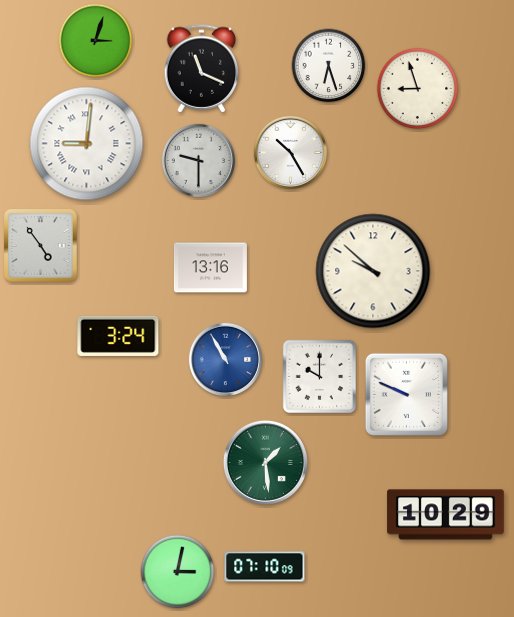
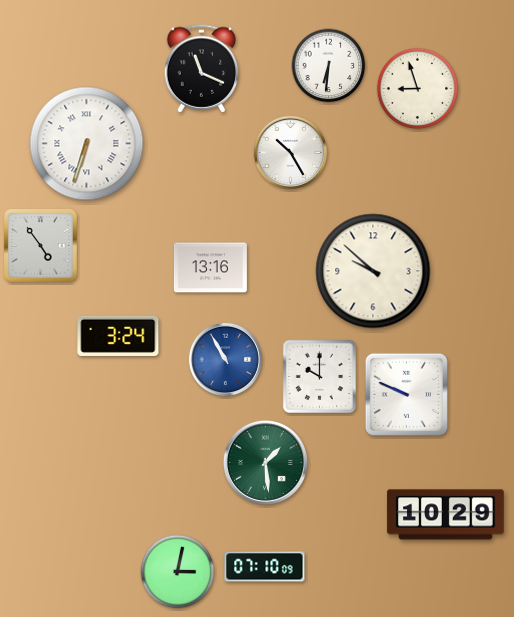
clock at (96, 41): 3:03 -> none
clock at (329, 66): 6:27 -> 6:31
clock at (87, 144): 9:01 -> 6:33
clock at (198, 160): 9:30 -> none
